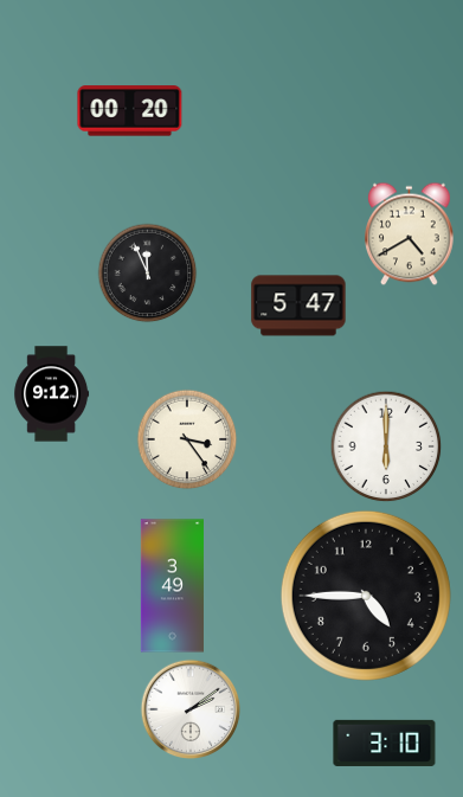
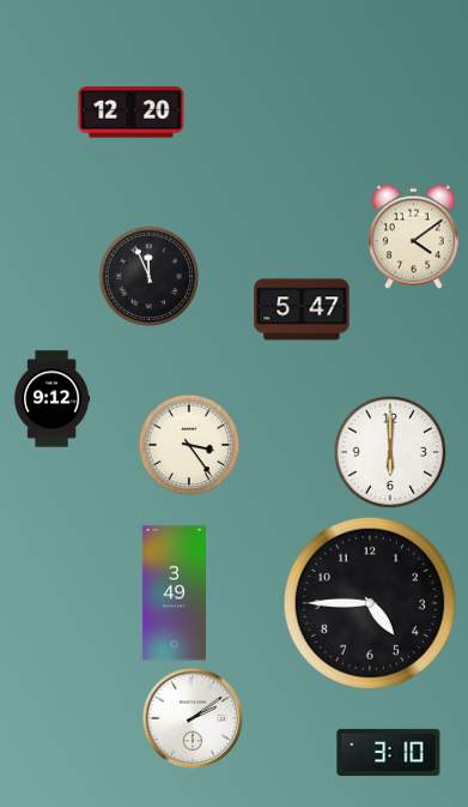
clock at (130, 111): 00:20 -> 12:20
clock at (410, 234): 4:40 -> 4:09
